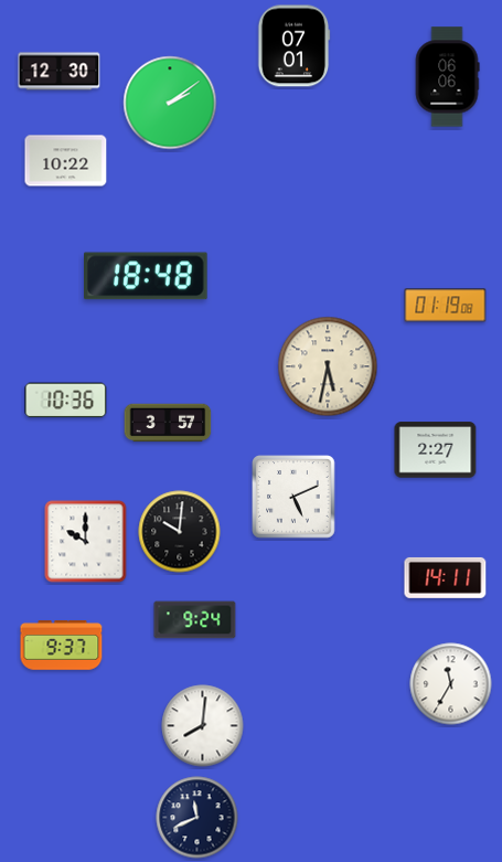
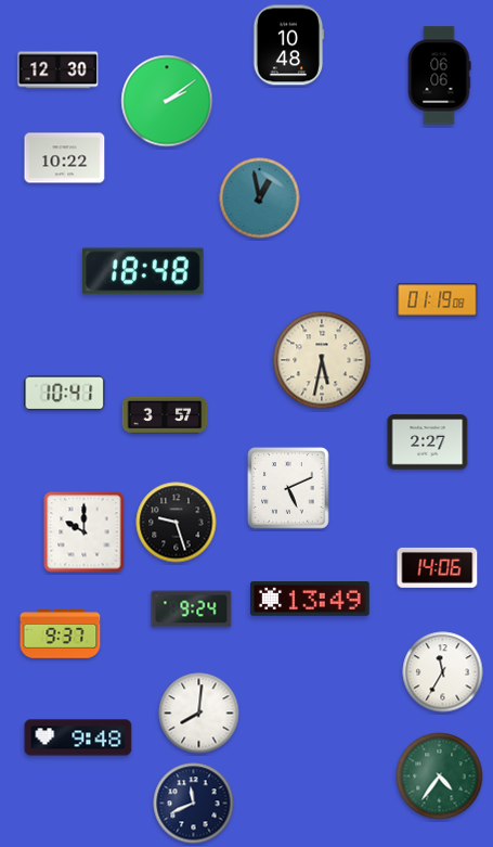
clock at (293, 46): 07:01 -> 10:48
clock at (260, 198): none -> 12:58
clock at (66, 401): 10:36 -> 10:41
clock at (180, 532): 10:01 -> 9:27
clock at (446, 577): 14:11 -> 14:06
clock at (311, 600): none -> 13:49
clock at (78, 737): none -> 9:48
clock at (440, 777): none -> 4:36
